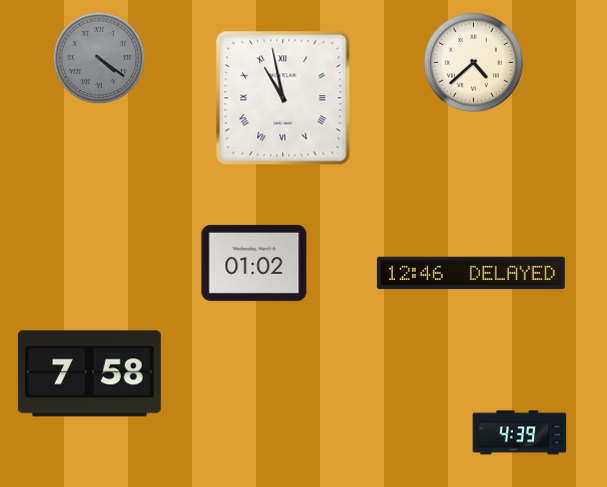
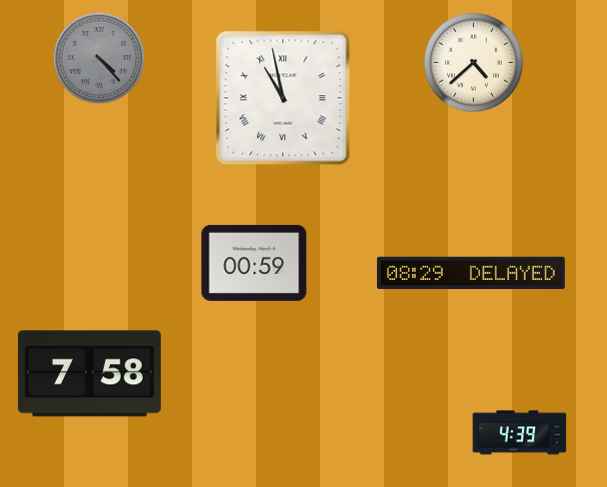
clock at (99, 58): 4:21 -> 4:23
clock at (254, 263): 01:02 -> 00:59
clock at (471, 273): 12:46 -> 08:29
